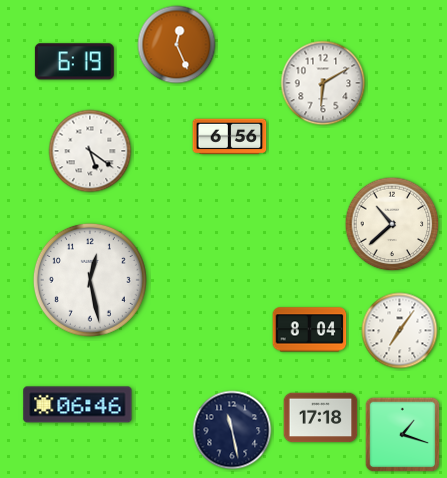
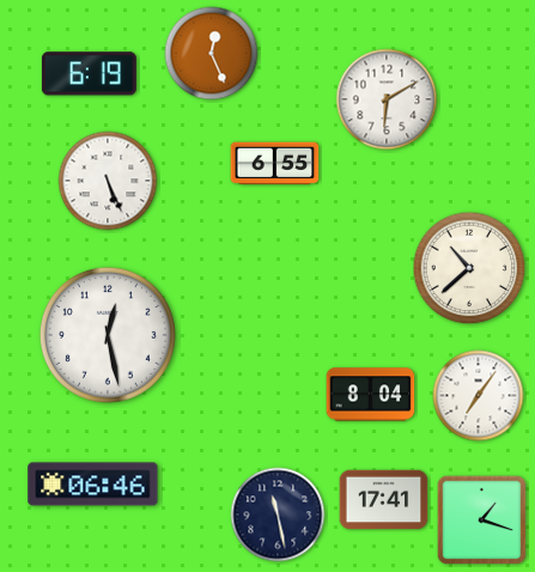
clock at (230, 137): 6:56 -> 6:55
clock at (90, 151): 5:21 -> 5:26
clock at (321, 418): 17:18 -> 17:41
